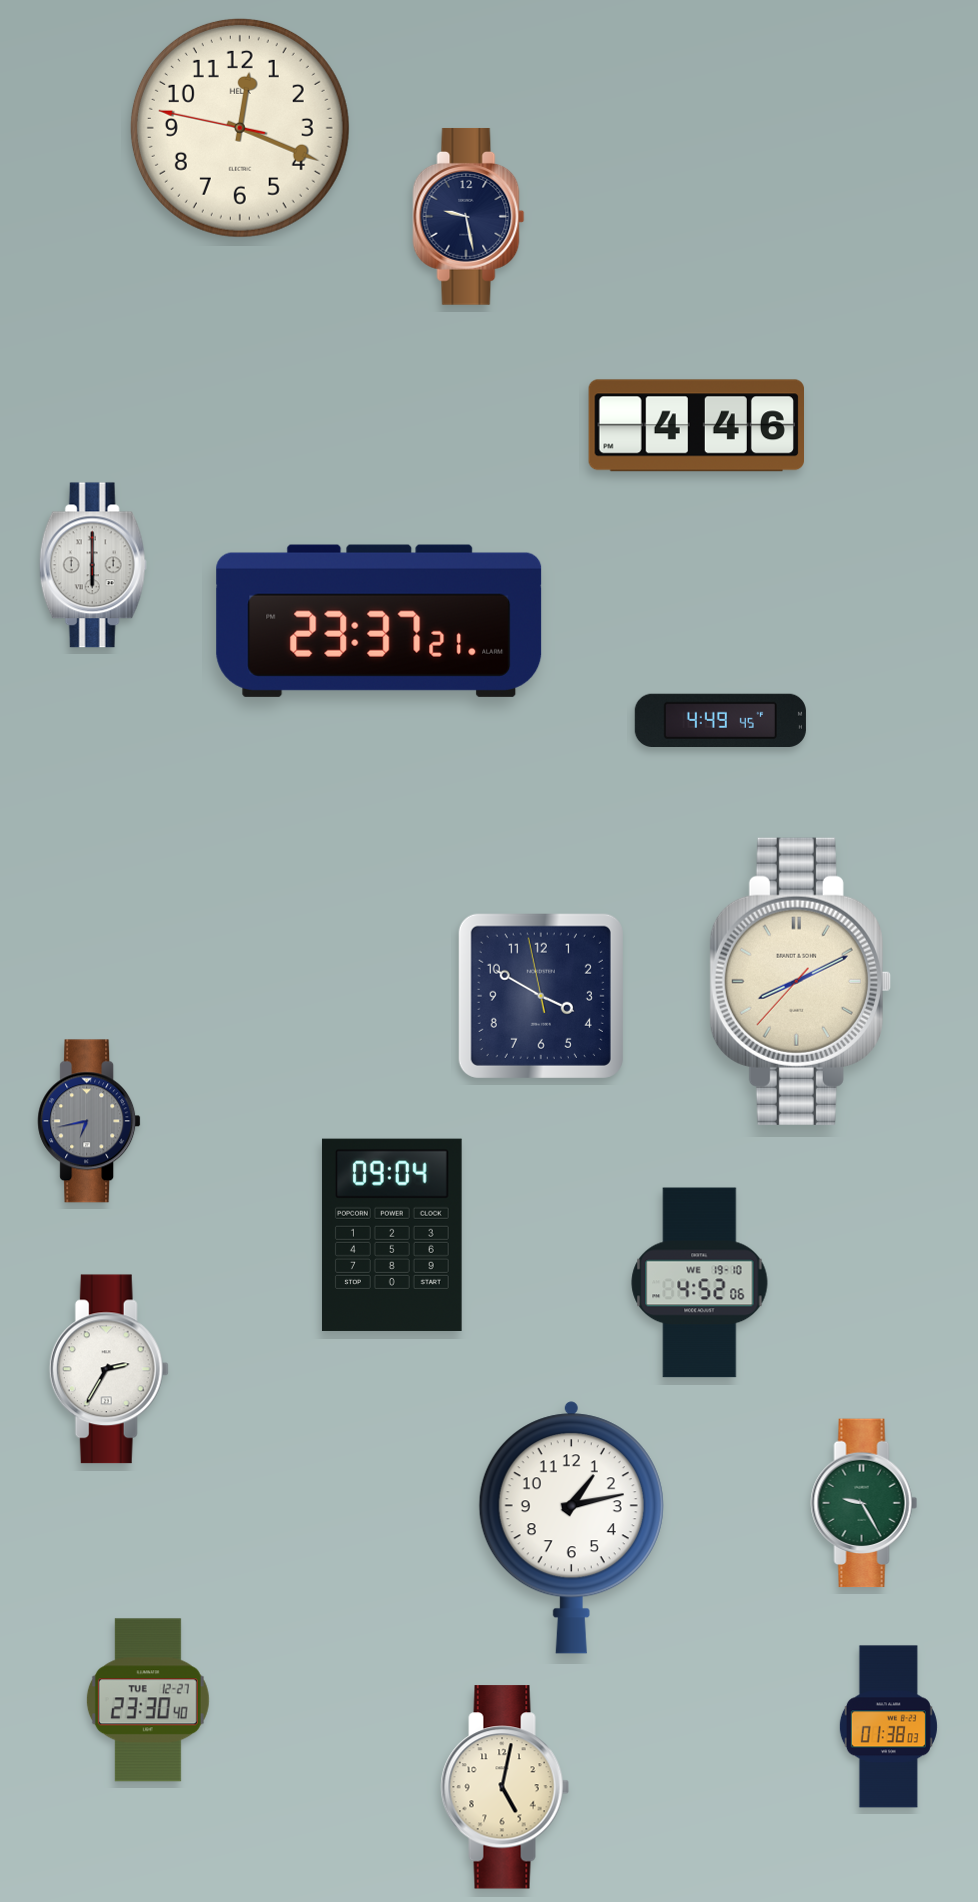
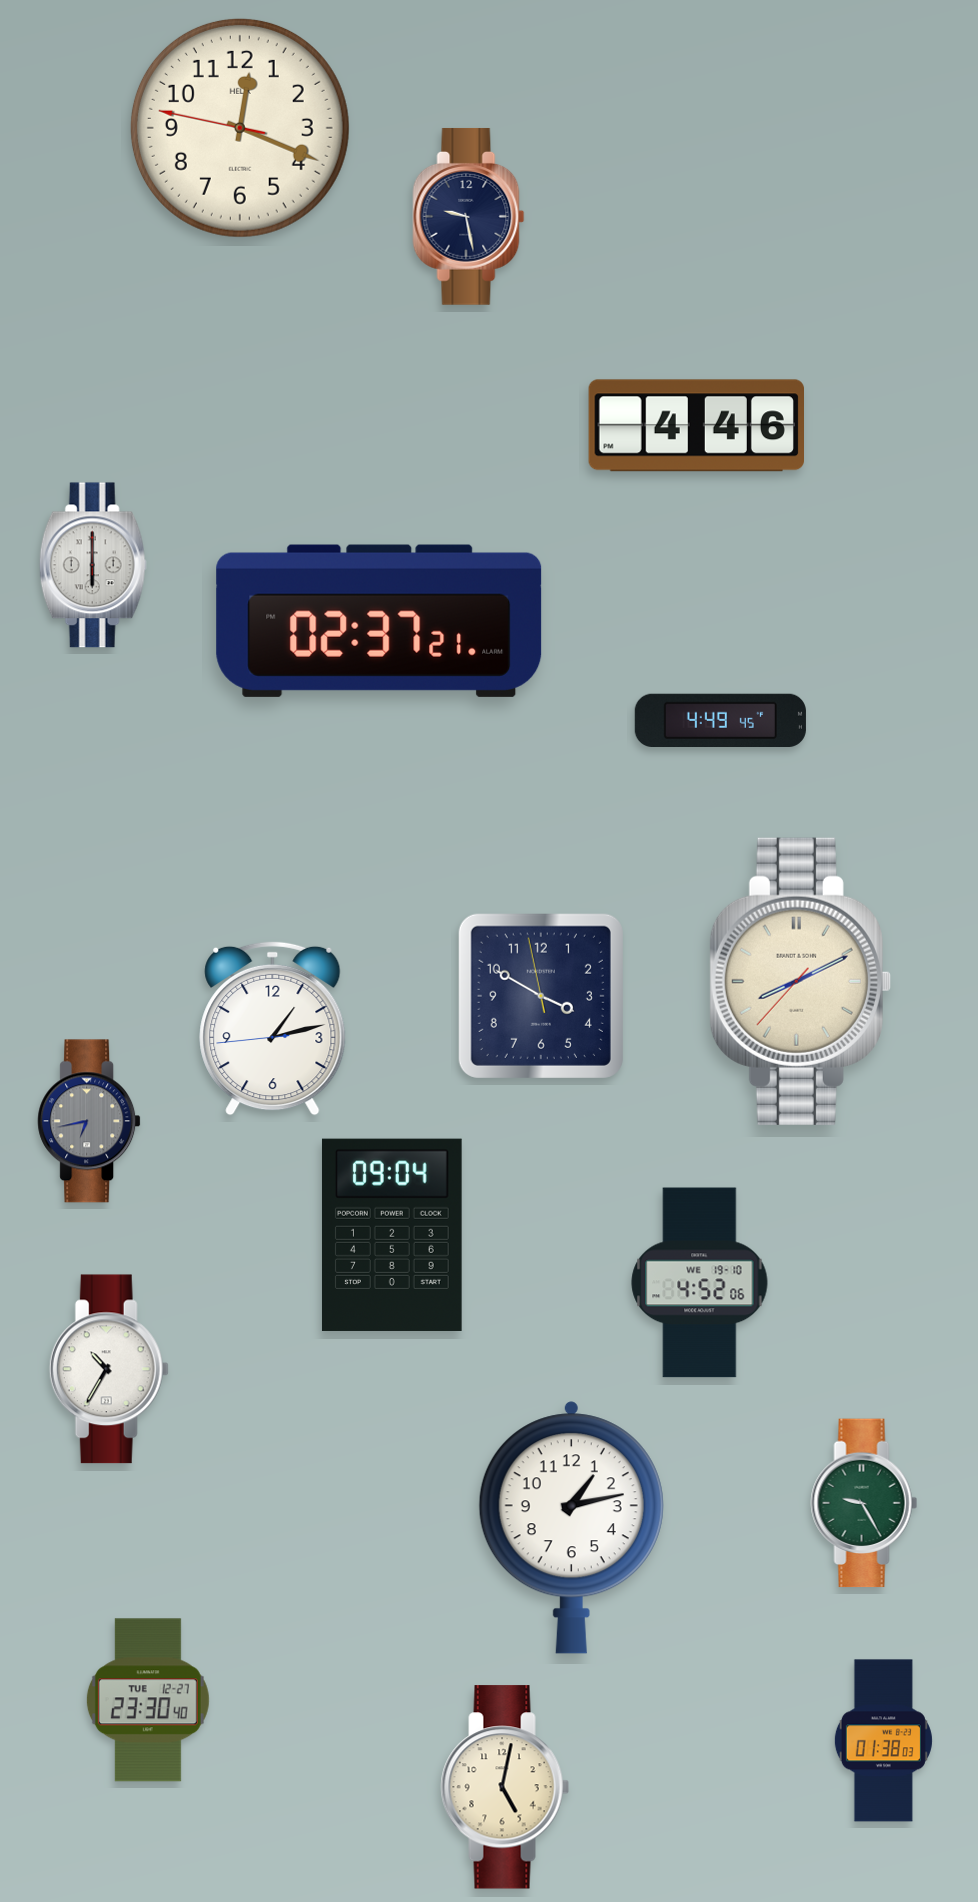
clock at (379, 621): 23:37 -> 02:37
clock at (273, 1028): none -> 1:12
clock at (109, 1369): 2:35 -> 10:35
clock at (888, 1727) position: (888, 1727) -> (883, 1741)
